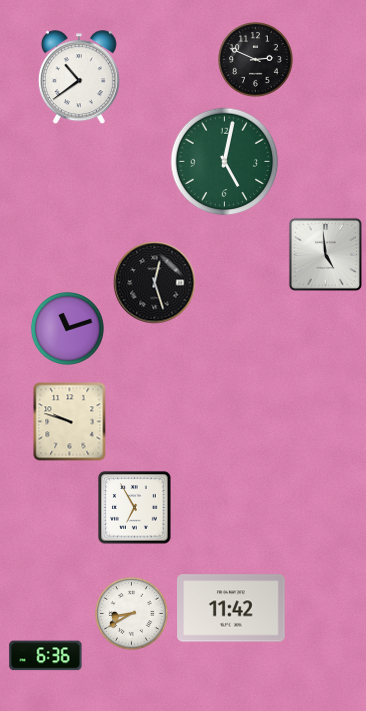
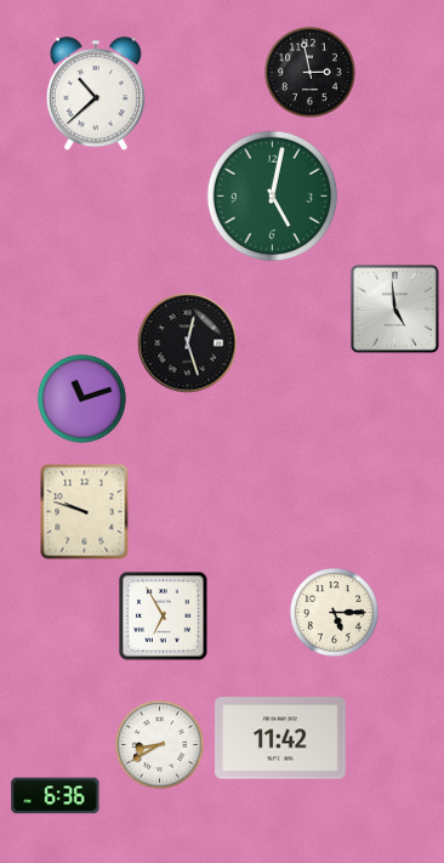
clock at (256, 60): 2:49 -> 2:58
clock at (79, 78): 10:39 -> 10:38
clock at (334, 612): none -> 5:15
